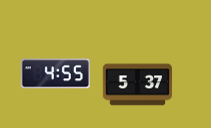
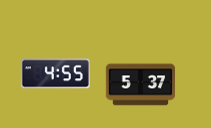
clock at (137, 85) position: (137, 85) -> (140, 85)
